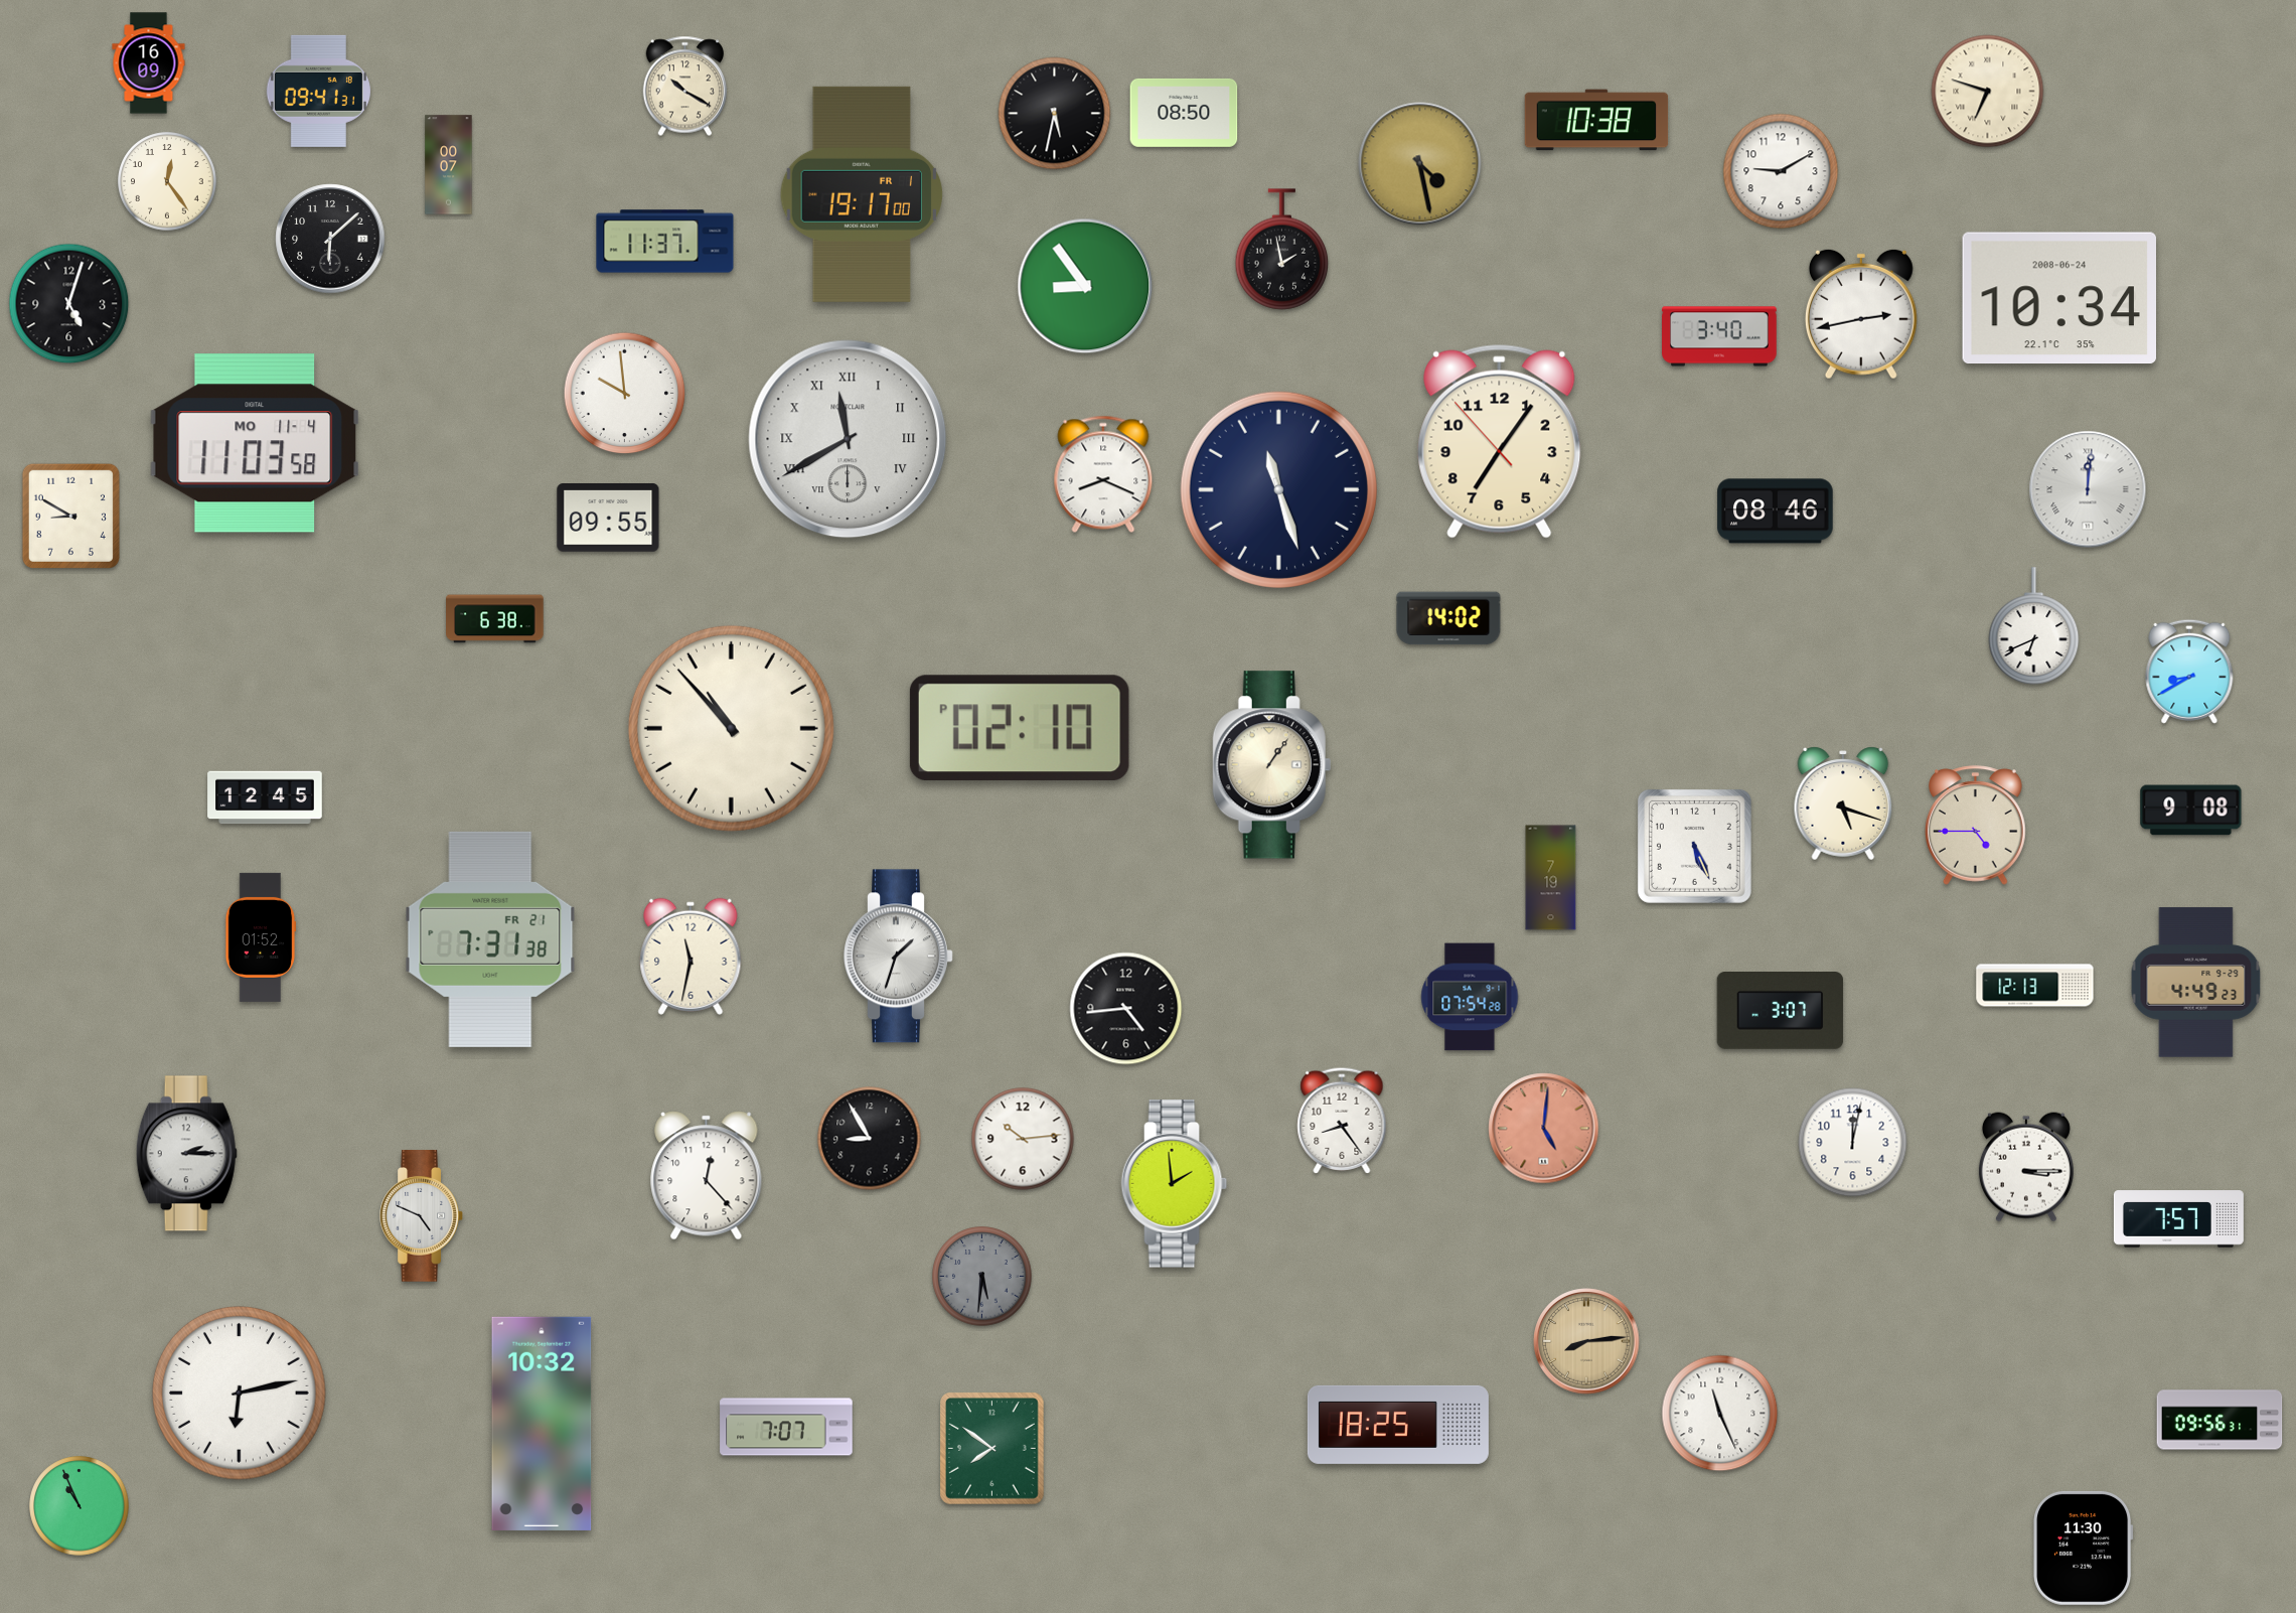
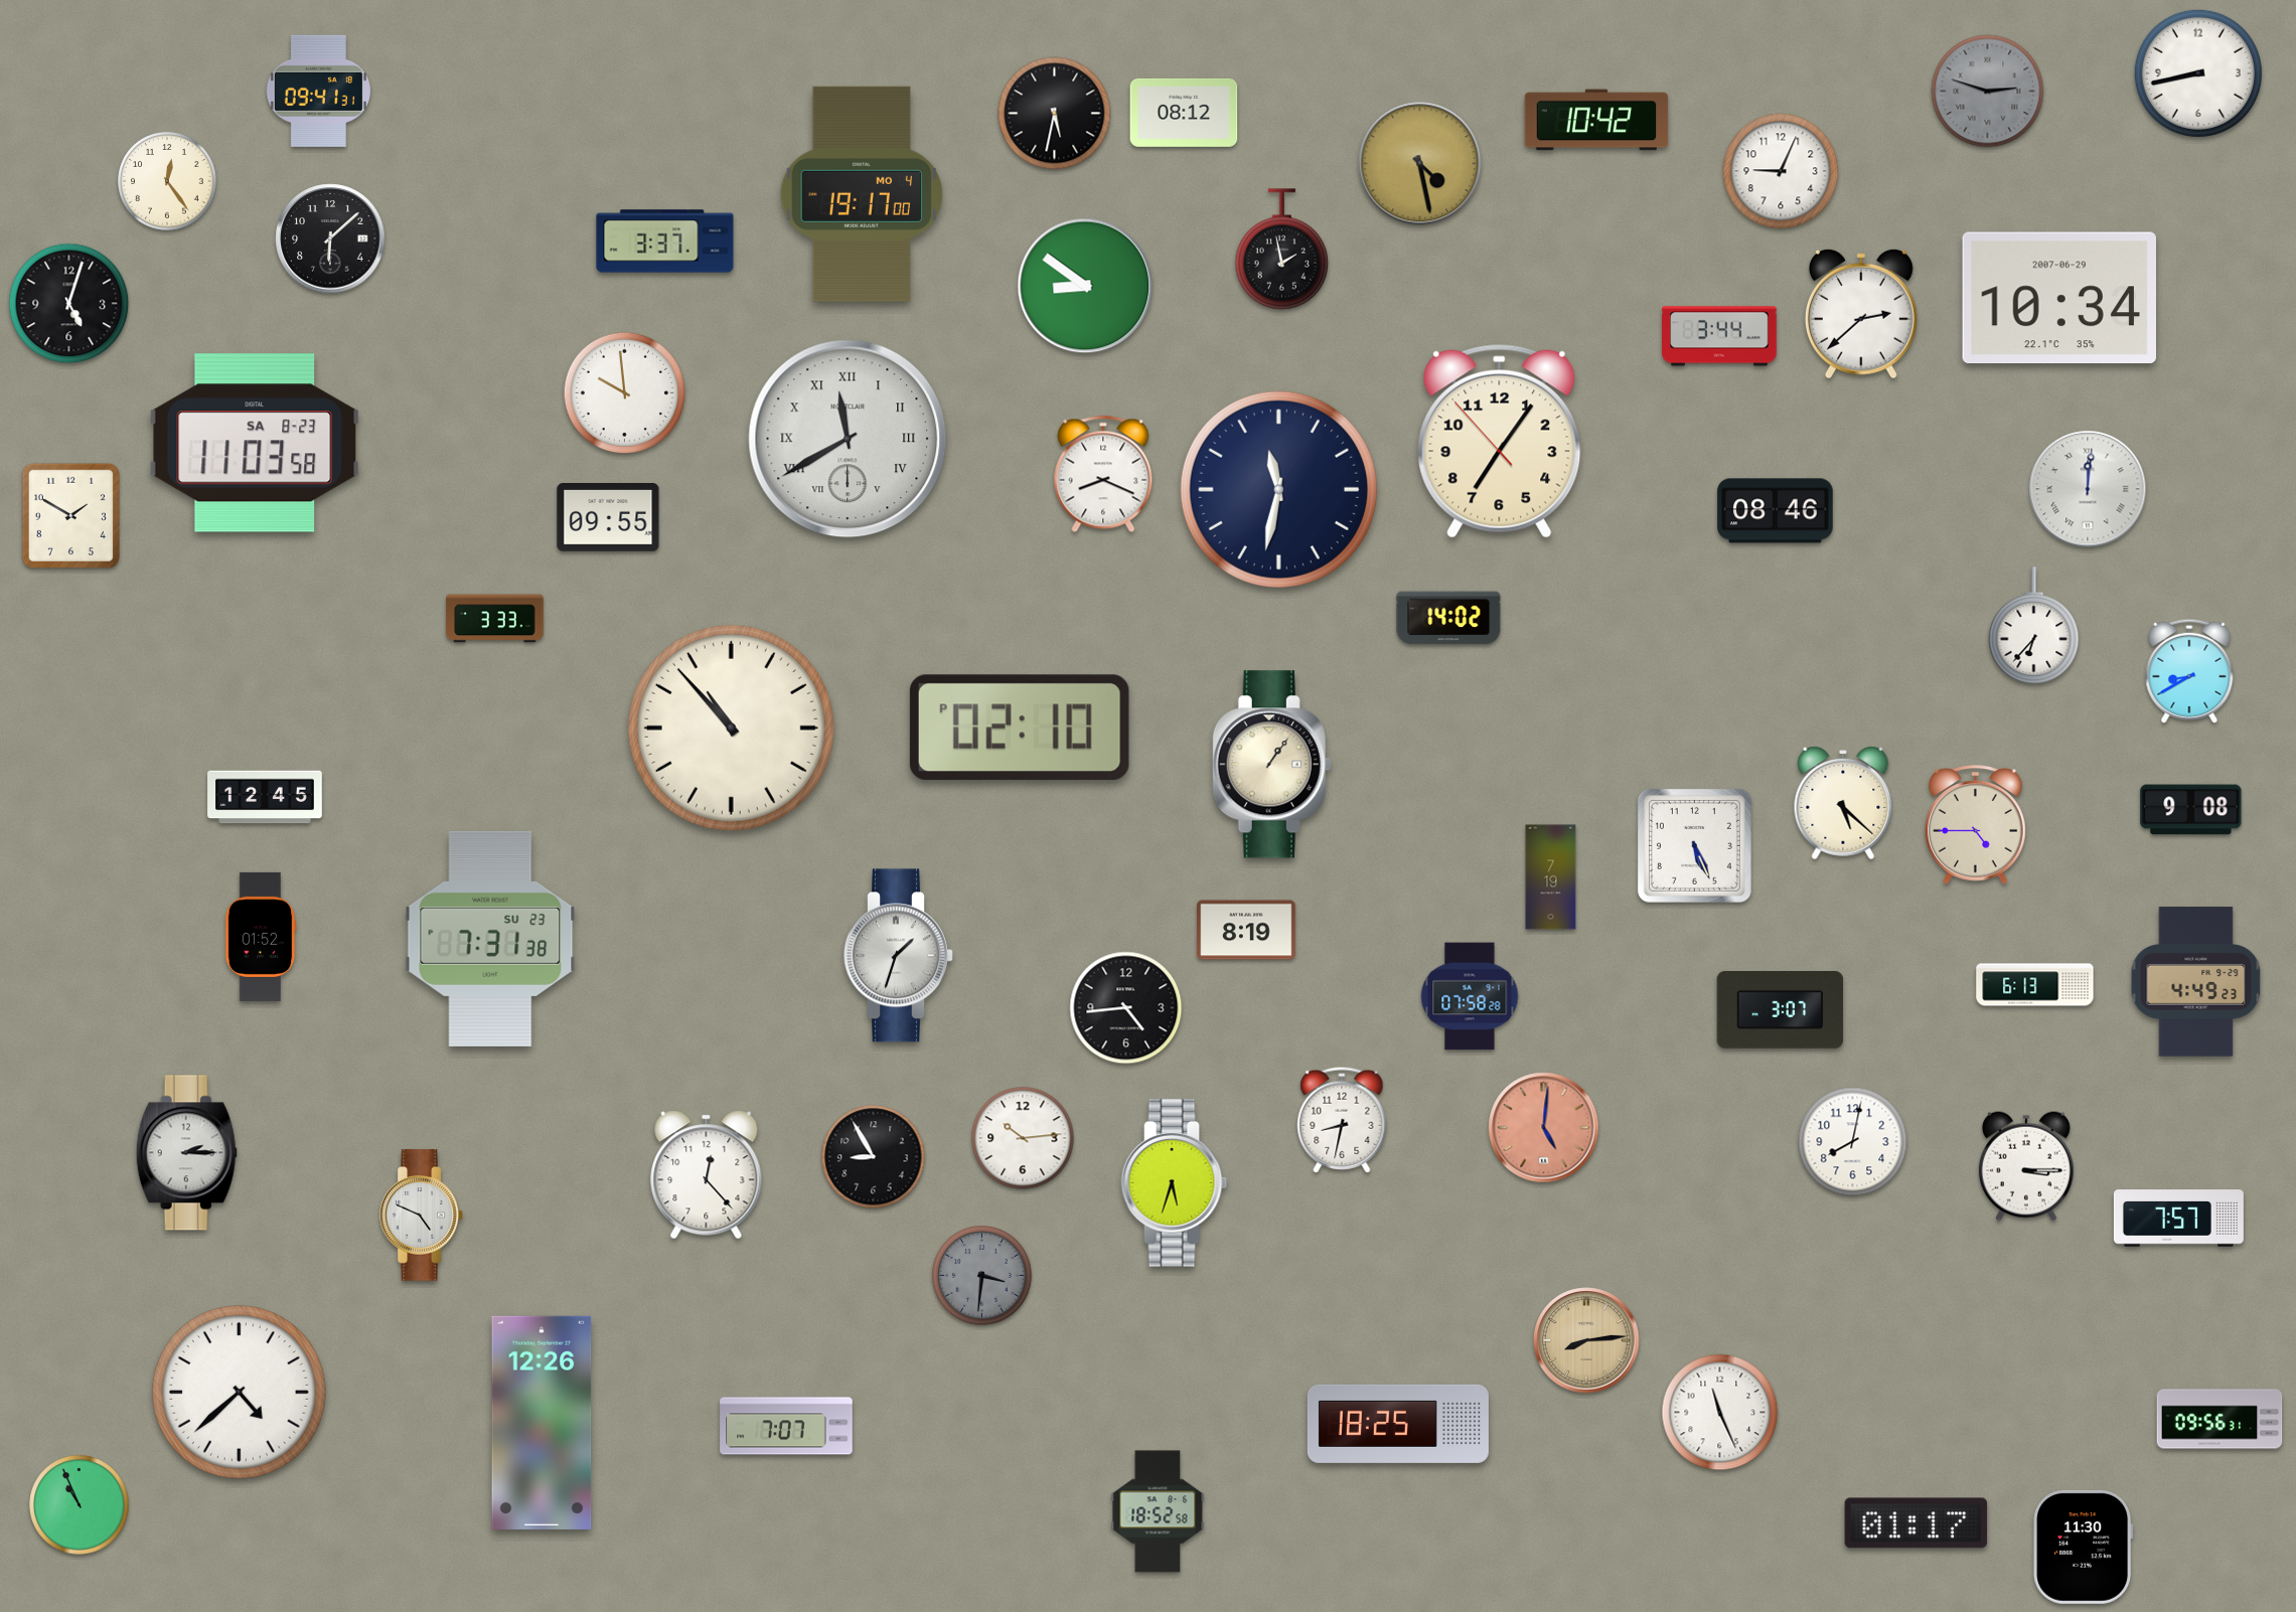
clock at (149, 63): 16:09 -> none
clock at (2198, 73): none -> 8:43
clock at (685, 87): 10:20 -> none
clock at (1988, 92): 6:48 -> 2:48
clock at (1988, 92) dial: cream -> grey
clock at (1184, 113): 08:50 -> 08:12
clock at (1596, 120): 10:38 -> 10:42
clock at (449, 165): 00:07 -> none
clock at (1781, 171): 9:10 -> 9:04
clock at (862, 194) date: FR 1 -> MO 4
clock at (665, 242): 11:37 -> 3:37
clock at (1085, 286): 8:54 -> 8:51
clock at (2058, 298) date: 2008-06-24 -> 2007-06-29
clock at (1861, 314): 2:43 -> 2:38
clock at (1719, 336): 3:40 -> 3:44
clock at (255, 443) date: MO 11-4 -> SA 8-23
clock at (1278, 489): 11:27 -> 11:32
clock at (70, 516): 8:50 -> 1:50
clock at (495, 619): 6:38 -> 3:33
clock at (2034, 626): 6:41 -> 6:37
clock at (1843, 803): 5:18 -> 5:22
clock at (1246, 930): none -> 8:19
clock at (490, 939) date: FR 21 -> SU 23
clock at (691, 957): 11:32 -> none
clock at (2035, 986): 12:13 -> 6:13
clock at (1470, 997): 07:54 -> 07:58
clock at (1342, 1121): 8:24 -> 8:32
clock at (870, 1139) position: (870, 1139) -> (874, 1157)
clock at (1853, 1143): 12:02 -> 8:02
clock at (1175, 1184): 1:59 -> 5:33
clock at (982, 1277): 5:31 -> 3:31
clock at (240, 1394): 6:13 -> 4:38
clock at (542, 1424): 10:32 -> 12:26
clock at (992, 1449): 7:51 -> none
clock at (1158, 1511): none -> 18:52
clock at (1917, 1523): none -> 01:17
